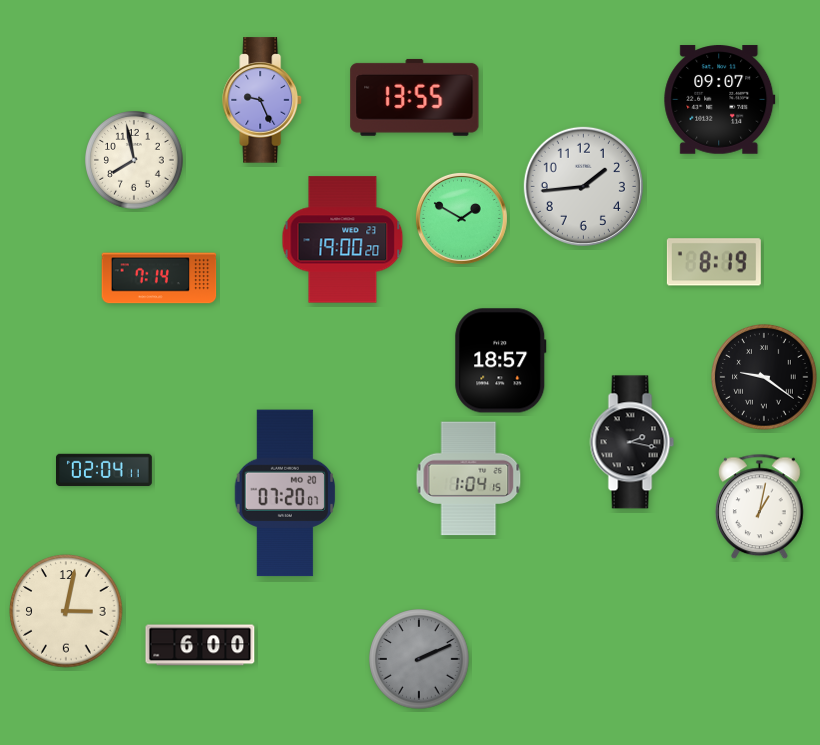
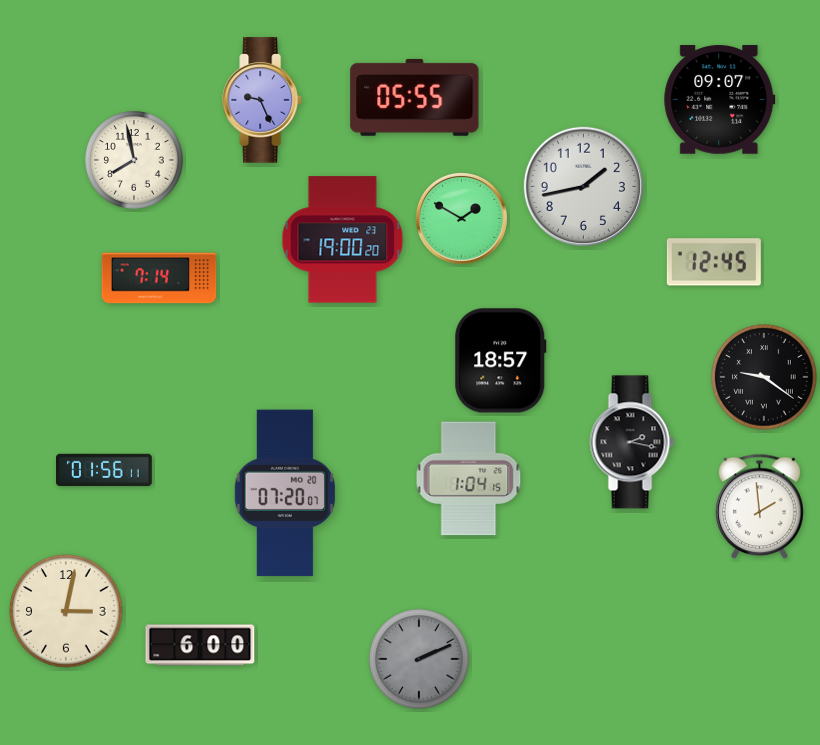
clock at (415, 97): 13:55 -> 05:55
clock at (583, 186): 1:44 -> 1:43
clock at (714, 262): 8:19 -> 12:45
clock at (105, 470): 02:04 -> 01:56
clock at (759, 507): 1:02 -> 1:59
